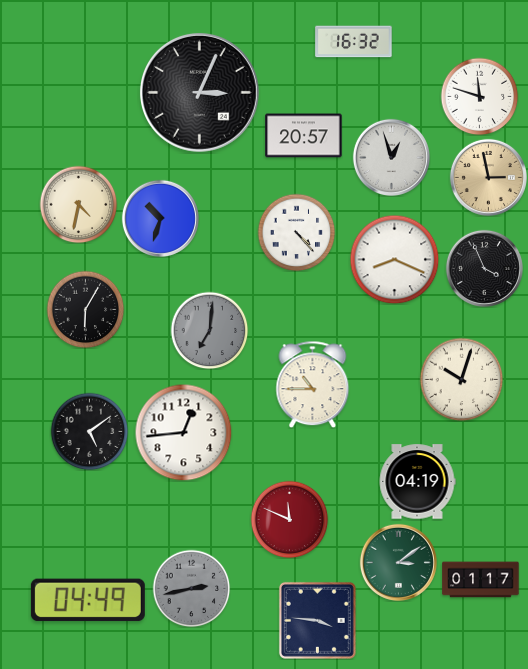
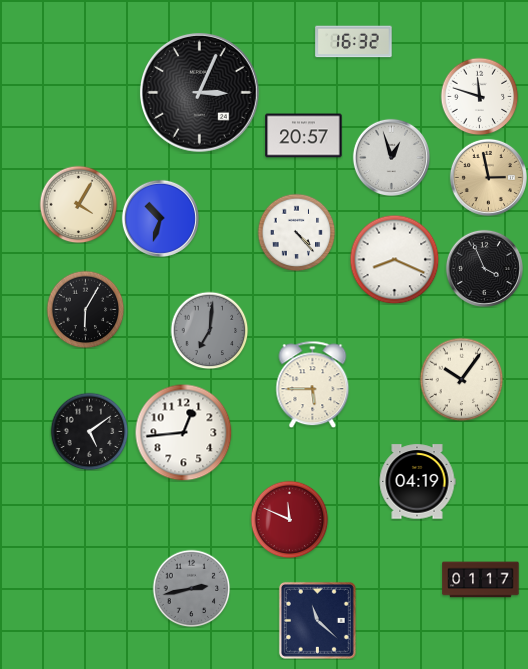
clock at (78, 204): 4:32 -> 4:05
clock at (461, 379): 10:03 -> 10:06
clock at (313, 384): 10:45 -> 5:45
clock at (398, 562): 3:09 -> none
clock at (88, 600): 04:49 -> none
clock at (317, 620): 3:46 -> 11:22
